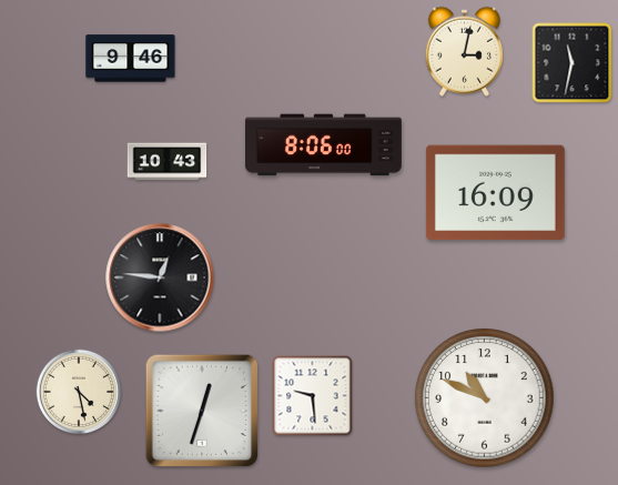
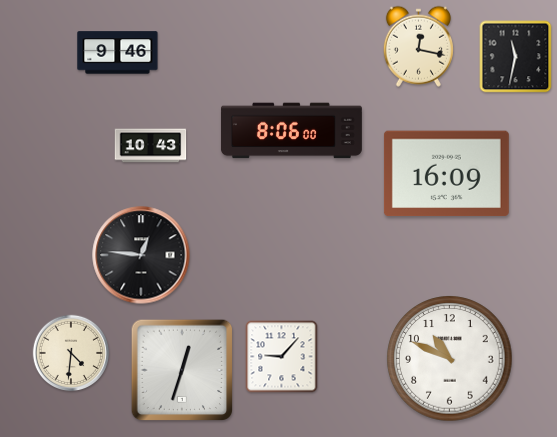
clock at (464, 51): 3:02 -> 12:17
clock at (160, 277) position: (160, 277) -> (141, 255)
clock at (79, 392): 4:28 -> 4:31
clock at (313, 396): 9:29 -> 9:07
clock at (485, 398) position: (485, 398) -> (450, 359)
